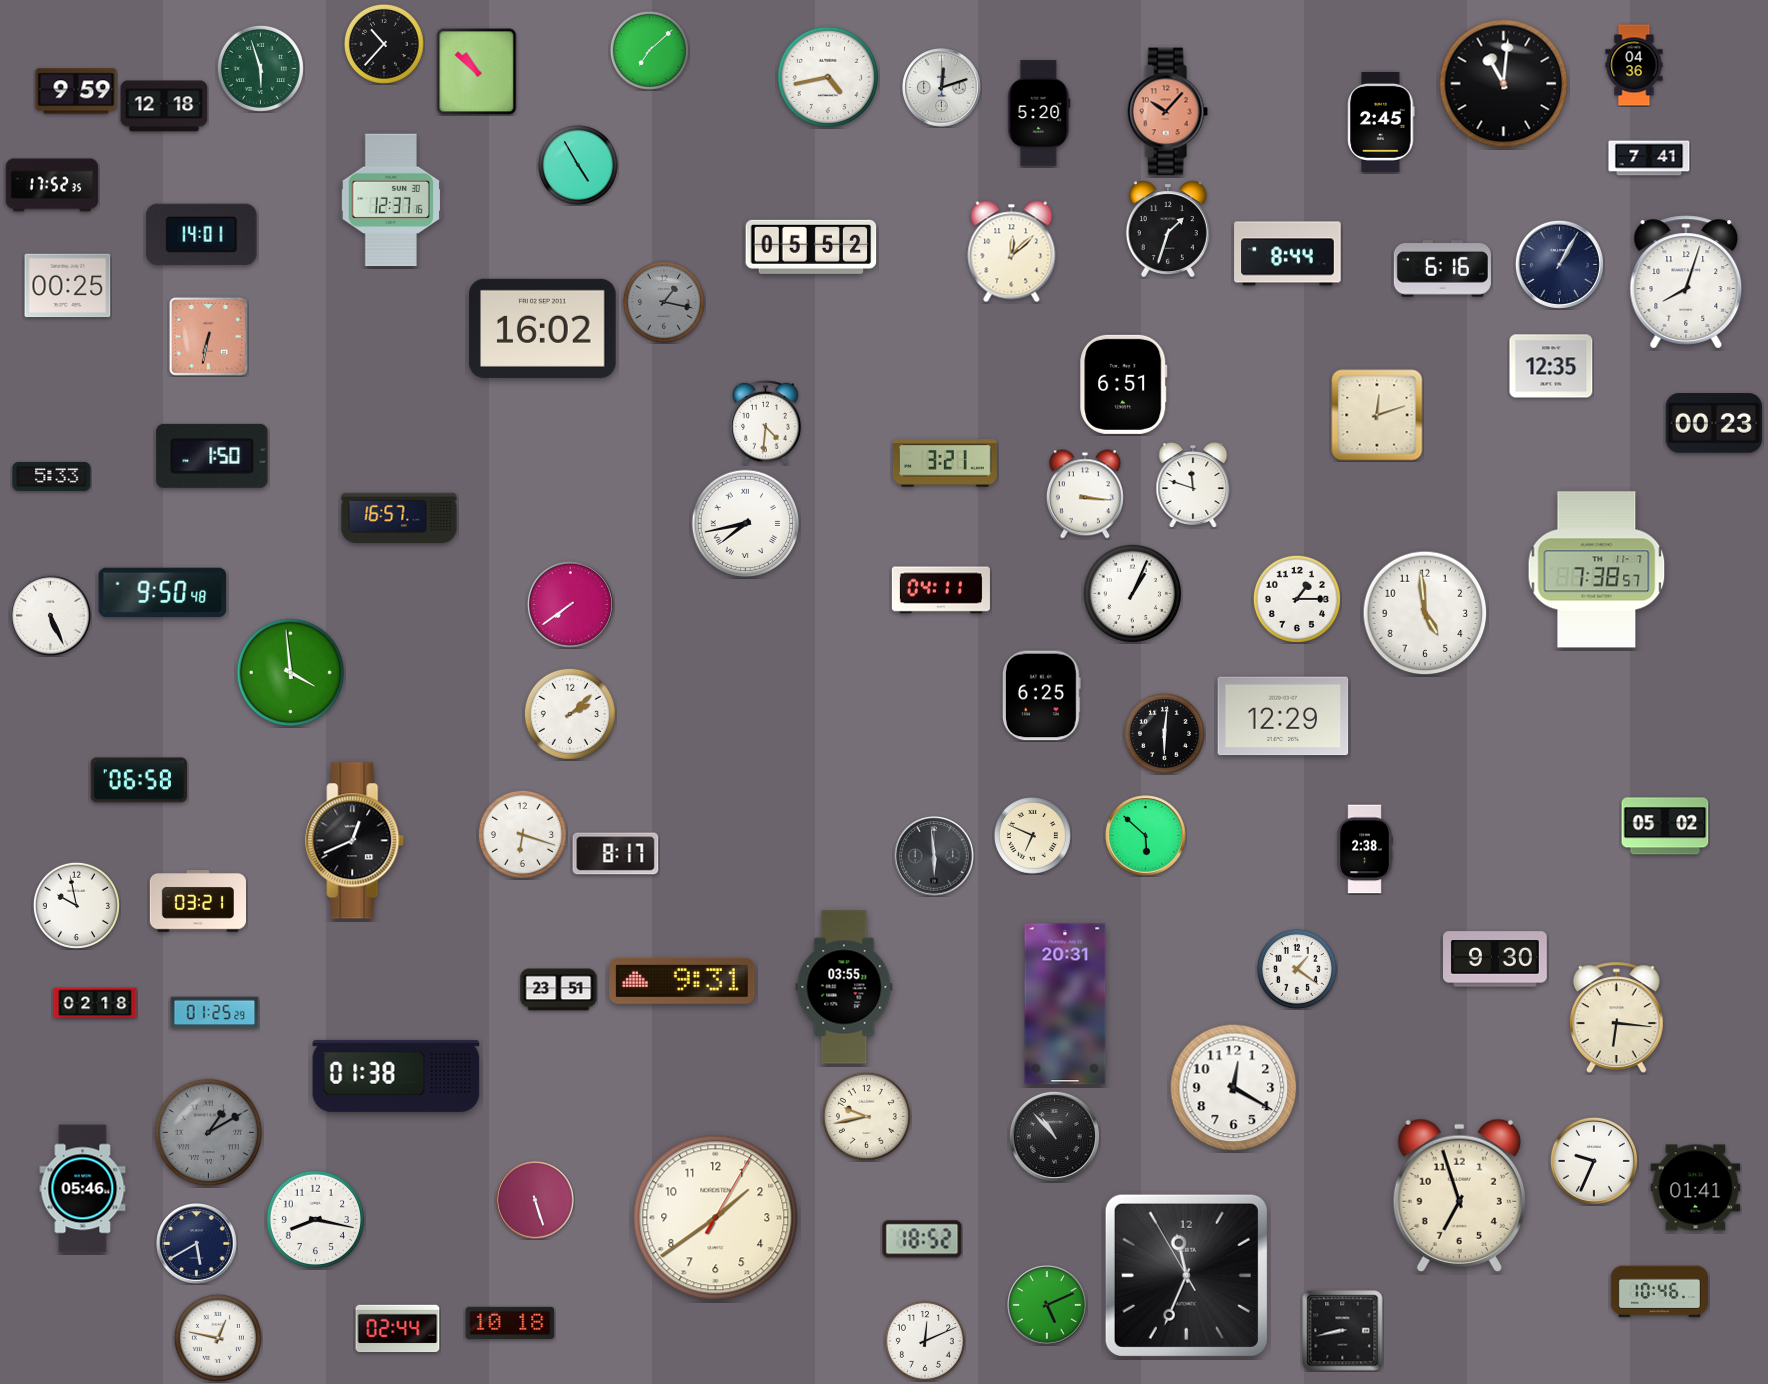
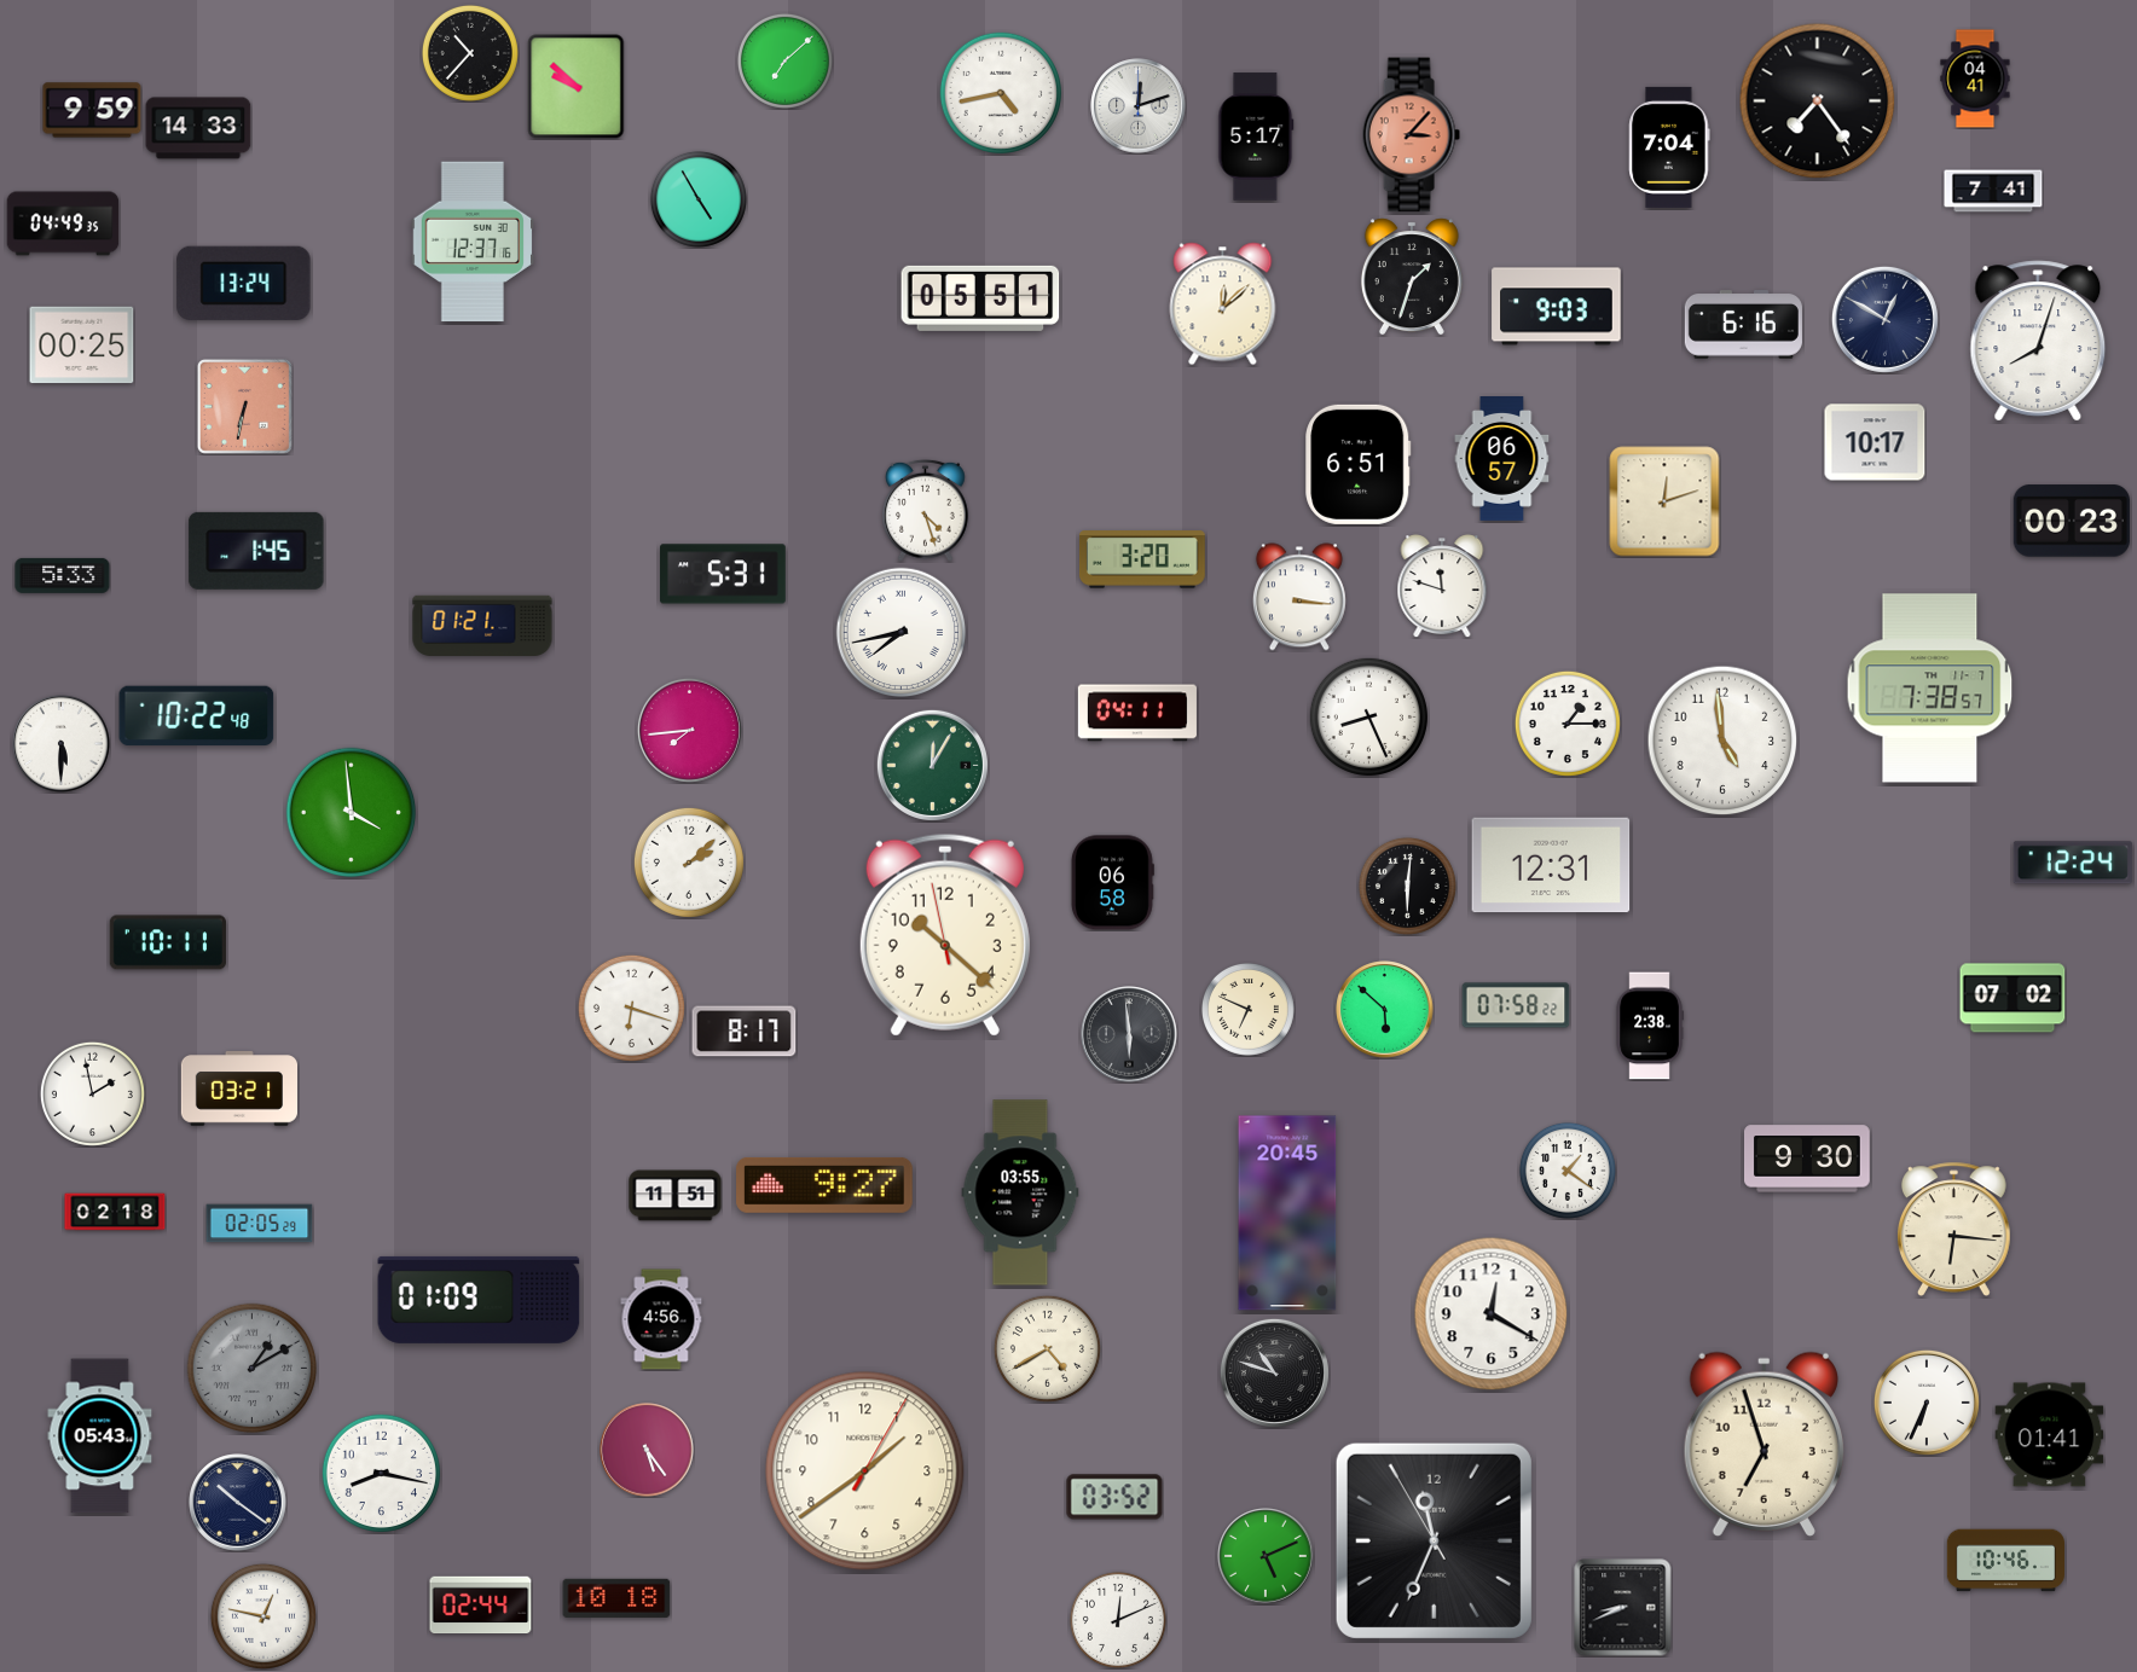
clock at (384, 44) position: (384, 44) -> (470, 53)
clock at (1634, 65): 04:36 -> 04:41
clock at (260, 68): 5:57 -> none
clock at (477, 72): 10:52 -> 9:52
clock at (1504, 84): 11:01 -> 7:24
clock at (164, 106): 12:18 -> 14:33
clock at (1167, 112): 10:07 -> 3:07
clock at (1039, 113): 5:20 -> 5:17
clock at (1381, 122): 2:45 -> 7:04
clock at (52, 185): 17:52 -> 04:49
clock at (202, 234): 14:01 -> 13:24
clock at (811, 247): 05:52 -> 05:51
clock at (1288, 254): 8:44 -> 9:03
clock at (1559, 264): 1:05 -> 12:50
clock at (664, 302): 1:17 -> none
clock at (543, 328): 16:02 -> none
clock at (208, 336) position: (208, 336) -> (244, 406)
clock at (1551, 366): 12:35 -> 10:17
clock at (1502, 459): none -> 06:57
clock at (766, 422): 4:31 -> 4:27
clock at (1714, 423) position: (1714, 423) -> (2072, 521)
clock at (212, 456): 1:50 -> 1:45
clock at (945, 463): 3:21 -> 3:20
clock at (724, 574): none -> 5:31
clock at (1085, 494) position: (1085, 494) -> (1299, 597)
clock at (399, 517): 16:57 -> 01:21
clock at (163, 593): 9:50 -> 10:22
clock at (1132, 593): 1:04 -> 8:26
clock at (570, 604): 7:39 -> 7:44
clock at (51, 616): 5:26 -> 5:30
clock at (932, 765): none -> 12:05
clock at (1041, 696): 6:25 -> none
clock at (2073, 863): none -> 12:24
clock at (1283, 716): 12:29 -> 12:31
clock at (1112, 883): none -> 06:58
clock at (945, 935): none -> 10:21
clock at (139, 780): 06:58 -> 10:11
clock at (1665, 826): 05:02 -> 07:02
clock at (1516, 1005): none -> 07:58
clock at (355, 841): 12:41 -> none
clock at (76, 905): 9:58 -> 1:58
clock at (682, 981): 9:31 -> 9:27
clock at (559, 990): 23:51 -> 11:51
clock at (1065, 1004): 20:31 -> 20:45
clock at (215, 1013): 01:25 -> 02:05
clock at (396, 1076): 01:38 -> 01:09
clock at (661, 1319): none -> 4:56
clock at (866, 1116): 9:43 -> 4:40
clock at (1054, 1136): 10:53 -> 10:48
clock at (1594, 1161): 9:34 -> 6:34
clock at (83, 1189): 05:46 -> 05:43
clock at (535, 1200): 5:27 -> 5:24
clock at (922, 1239): 18:52 -> 03:52
clock at (197, 1244): 5:40 -> 10:21
clock at (1047, 1305) position: (1047, 1305) -> (1266, 1556)
clock at (1343, 1331): 8:43 -> 8:41
